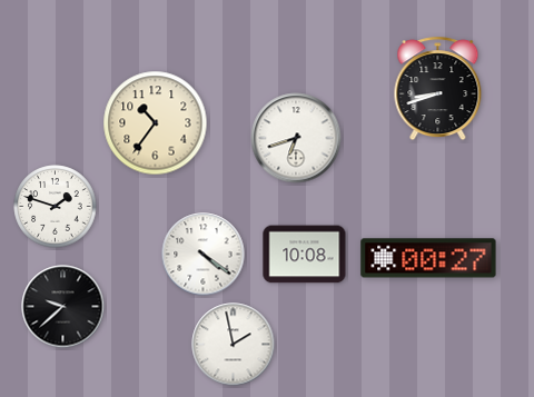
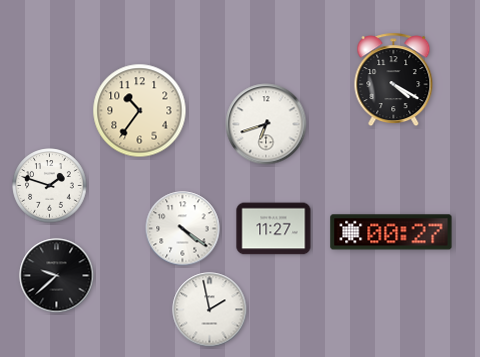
clock at (438, 89): 8:42 -> 4:20
clock at (305, 255): 10:08 -> 11:27
clock at (428, 258) position: (428, 258) -> (391, 232)
